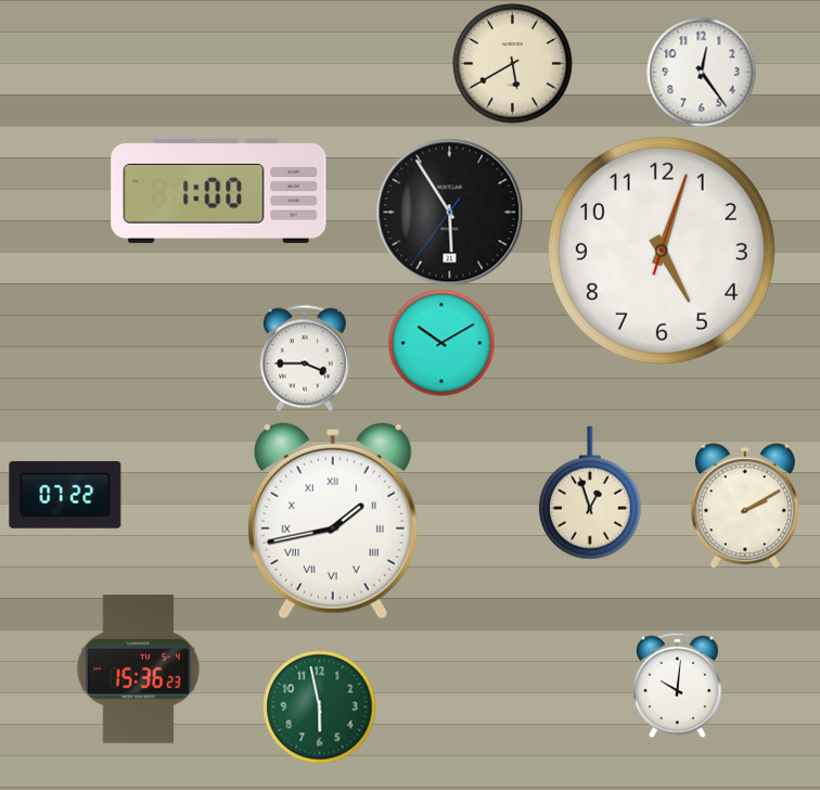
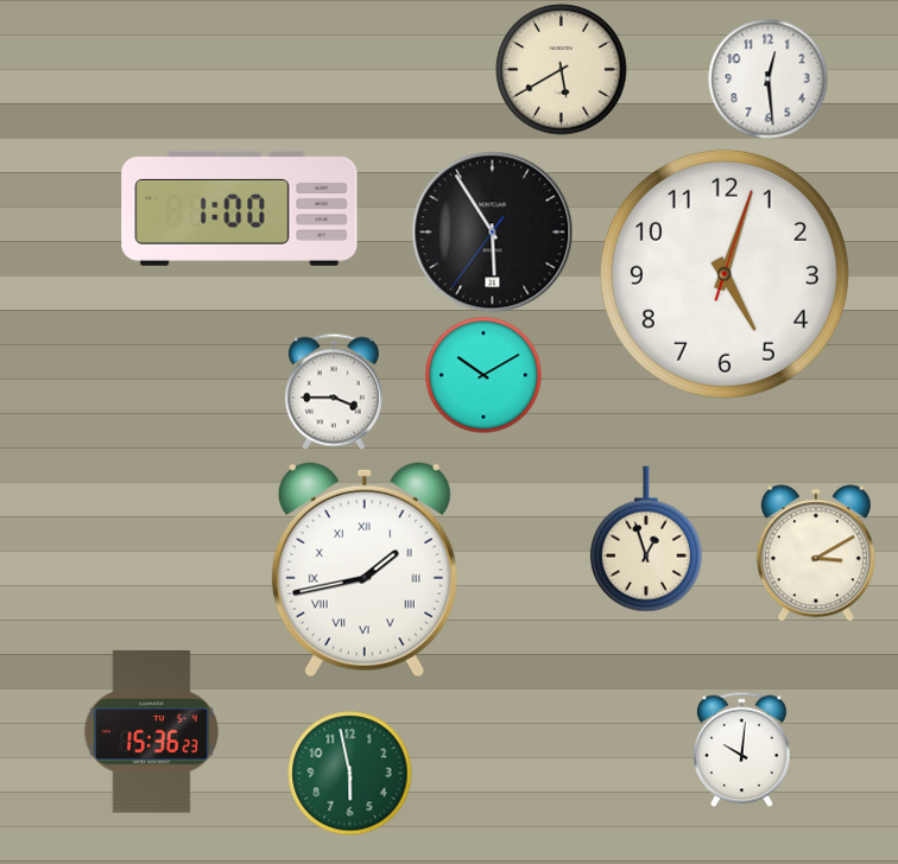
clock at (702, 73): 12:24 -> 12:29
clock at (65, 495): 07:22 -> none
clock at (745, 506): 2:10 -> 3:10
